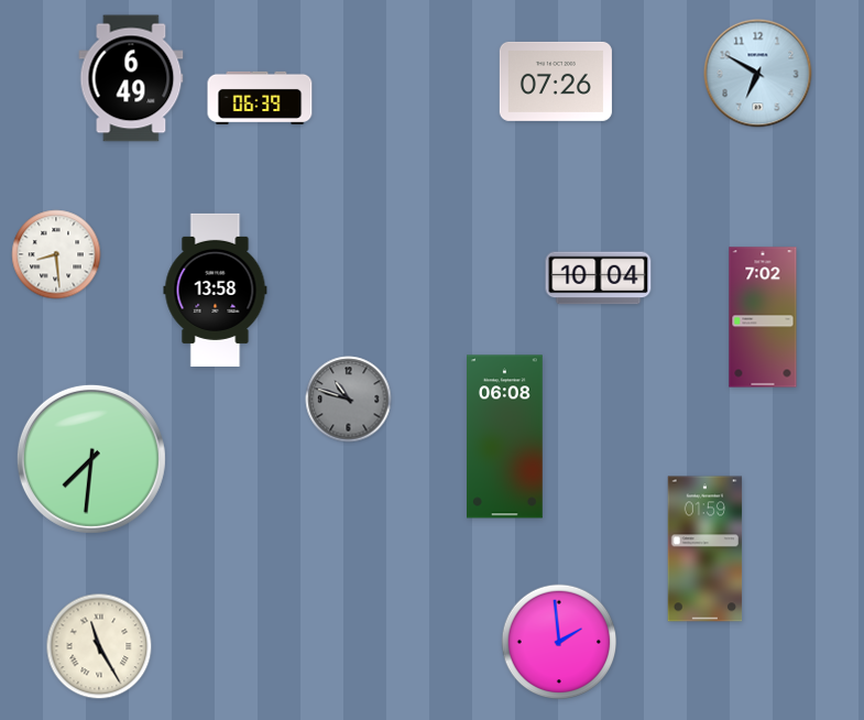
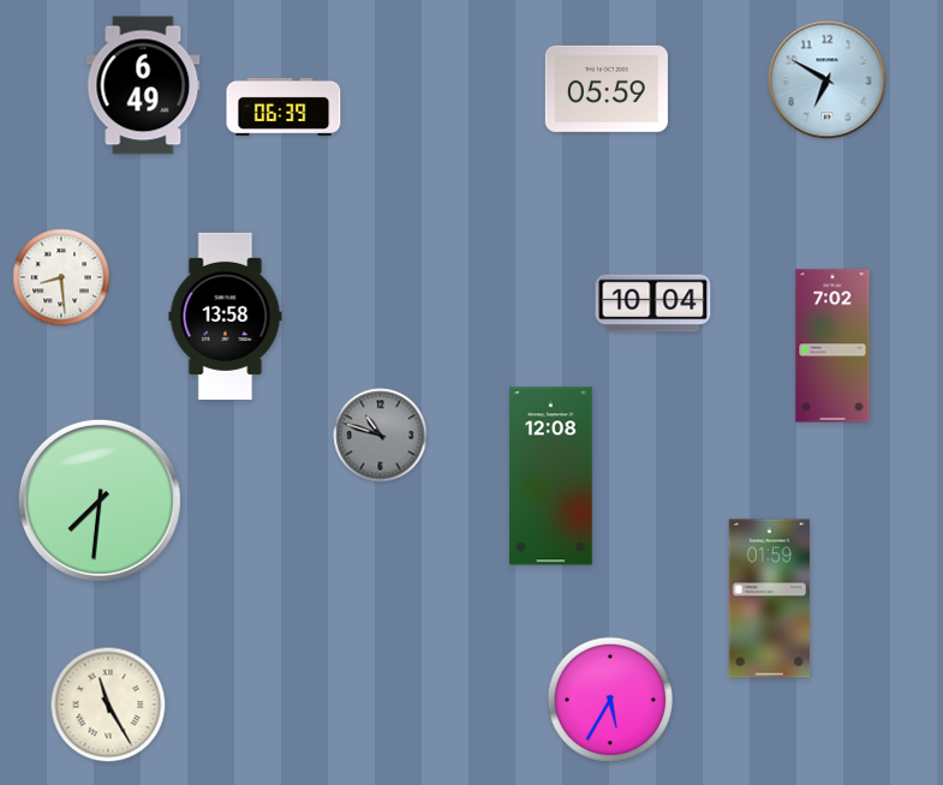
clock at (556, 81): 07:26 -> 05:59
clock at (216, 290) position: (216, 290) -> (226, 316)
clock at (505, 437): 06:08 -> 12:08
clock at (559, 642): 1:59 -> 5:35
